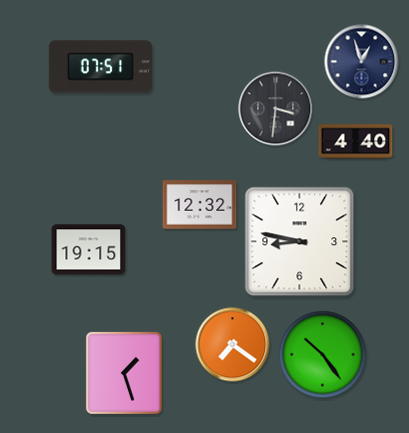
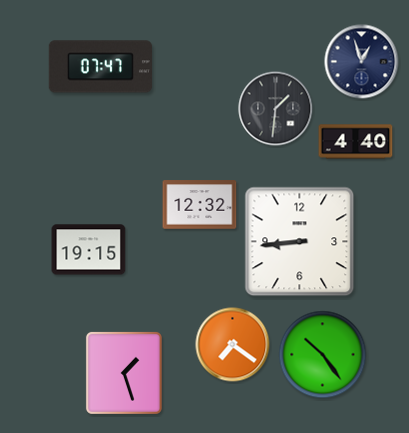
clock at (100, 67): 07:51 -> 07:47
clock at (276, 109): 3:31 -> 1:31
clock at (300, 242): 8:47 -> 8:44
